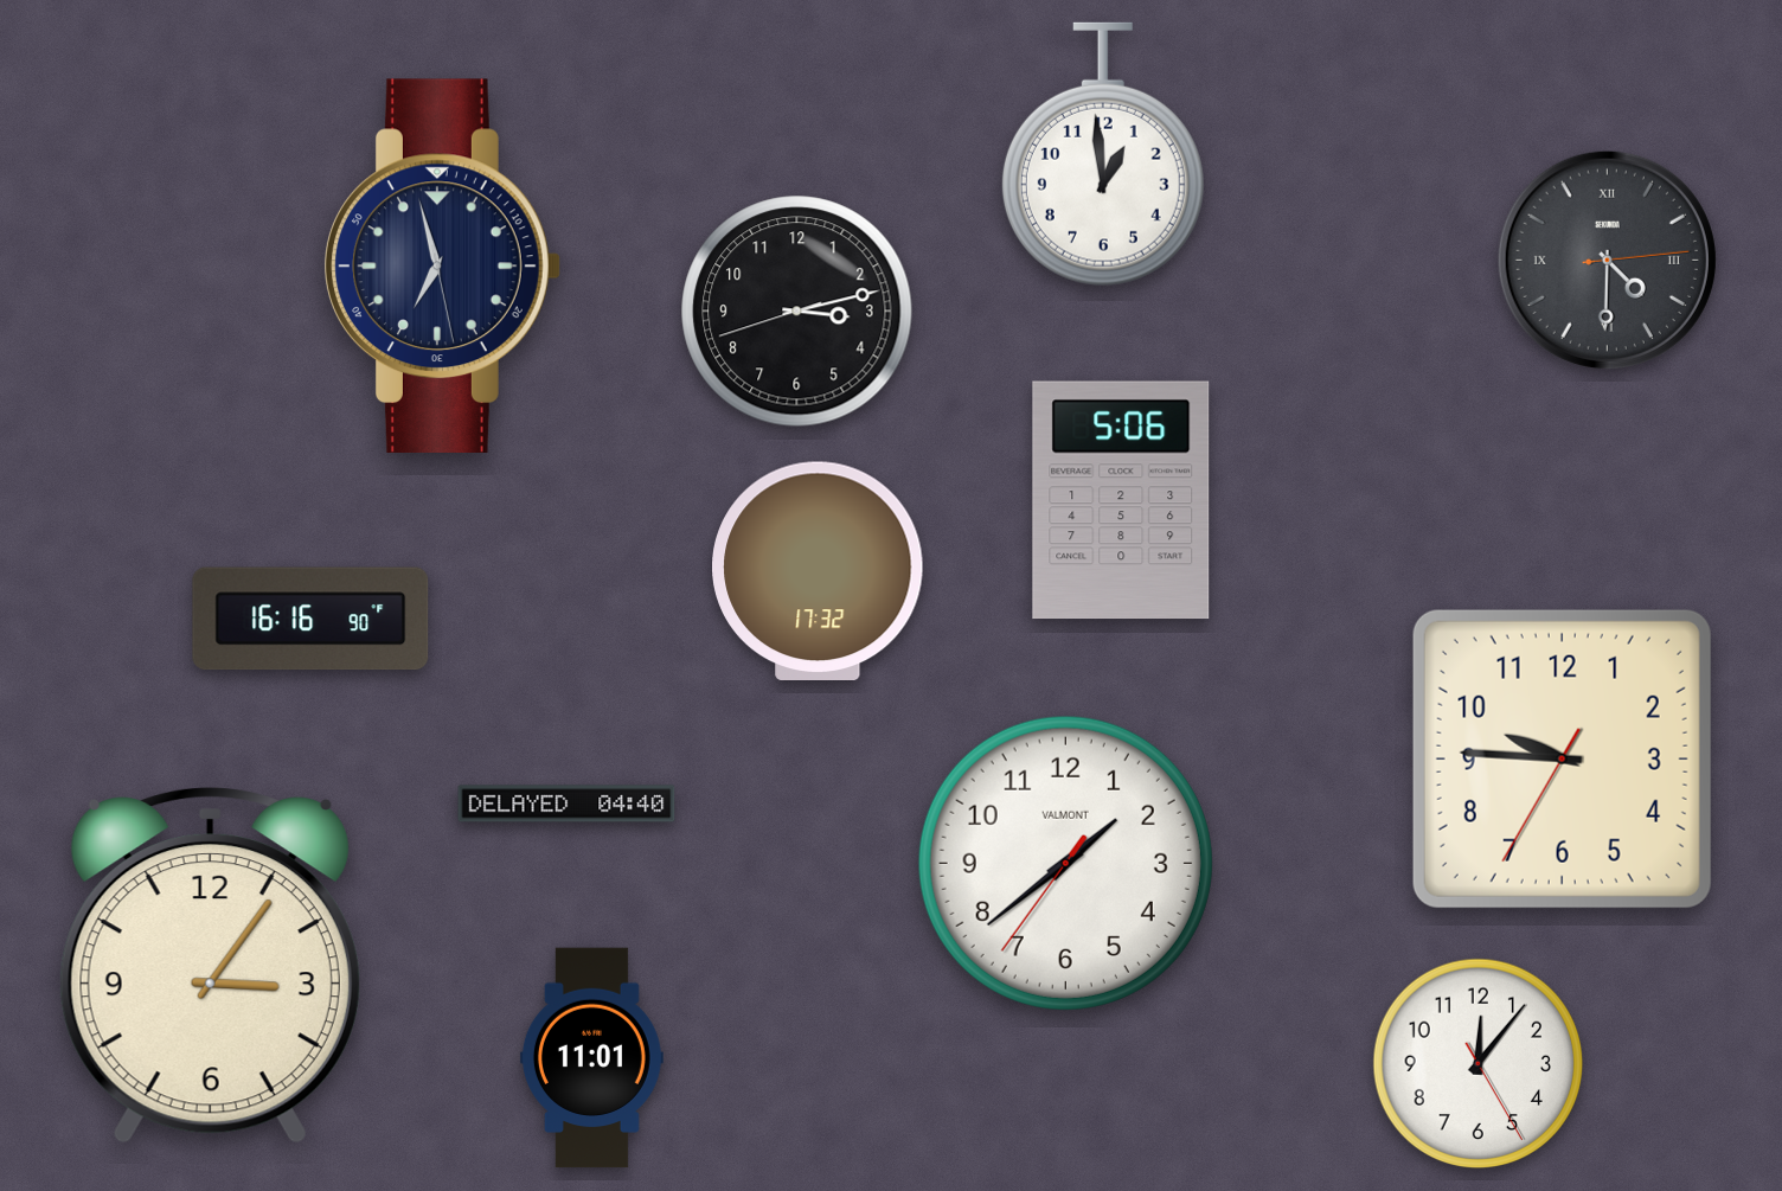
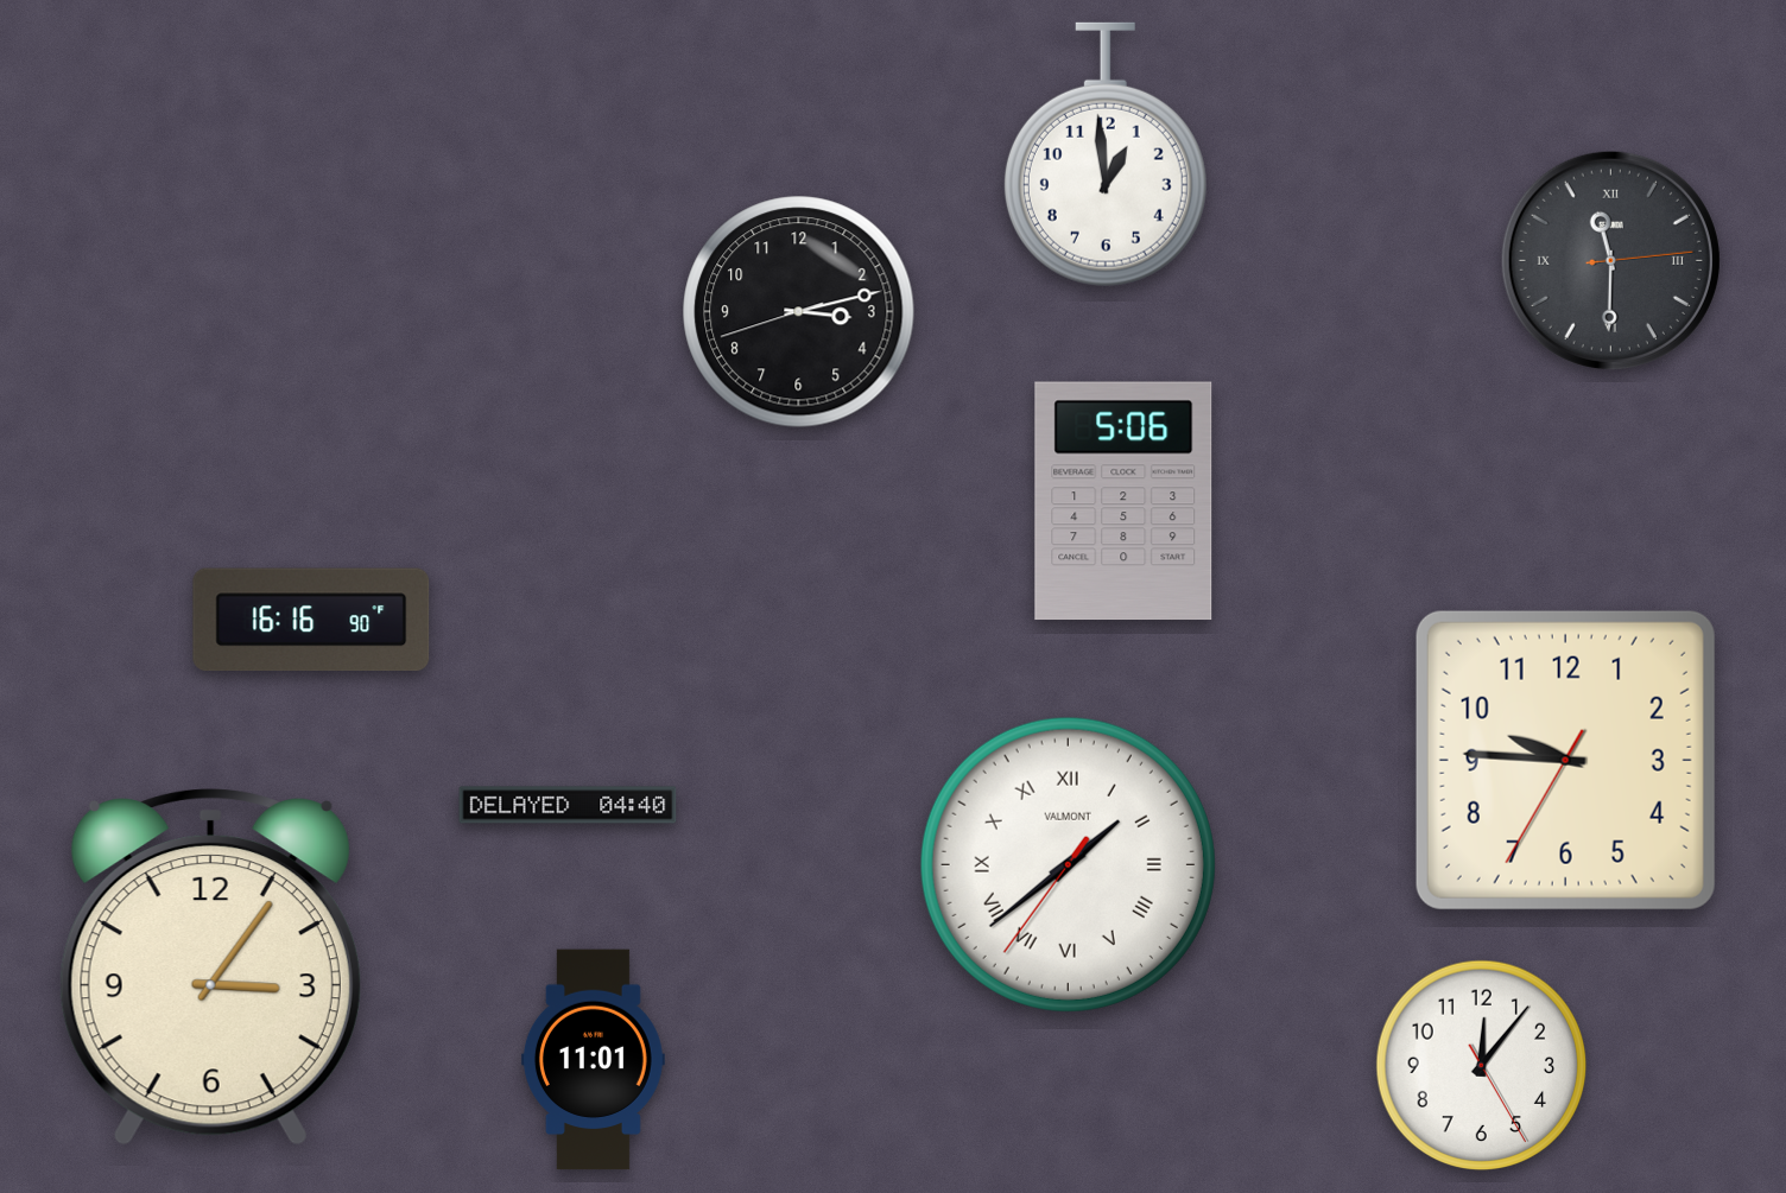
clock at (1607, 260): 4:30 -> 11:30
clock at (443, 265): 6:57 -> none
clock at (819, 570): 17:32 -> none
clock at (1065, 863) numerals: Arabic -> Roman
